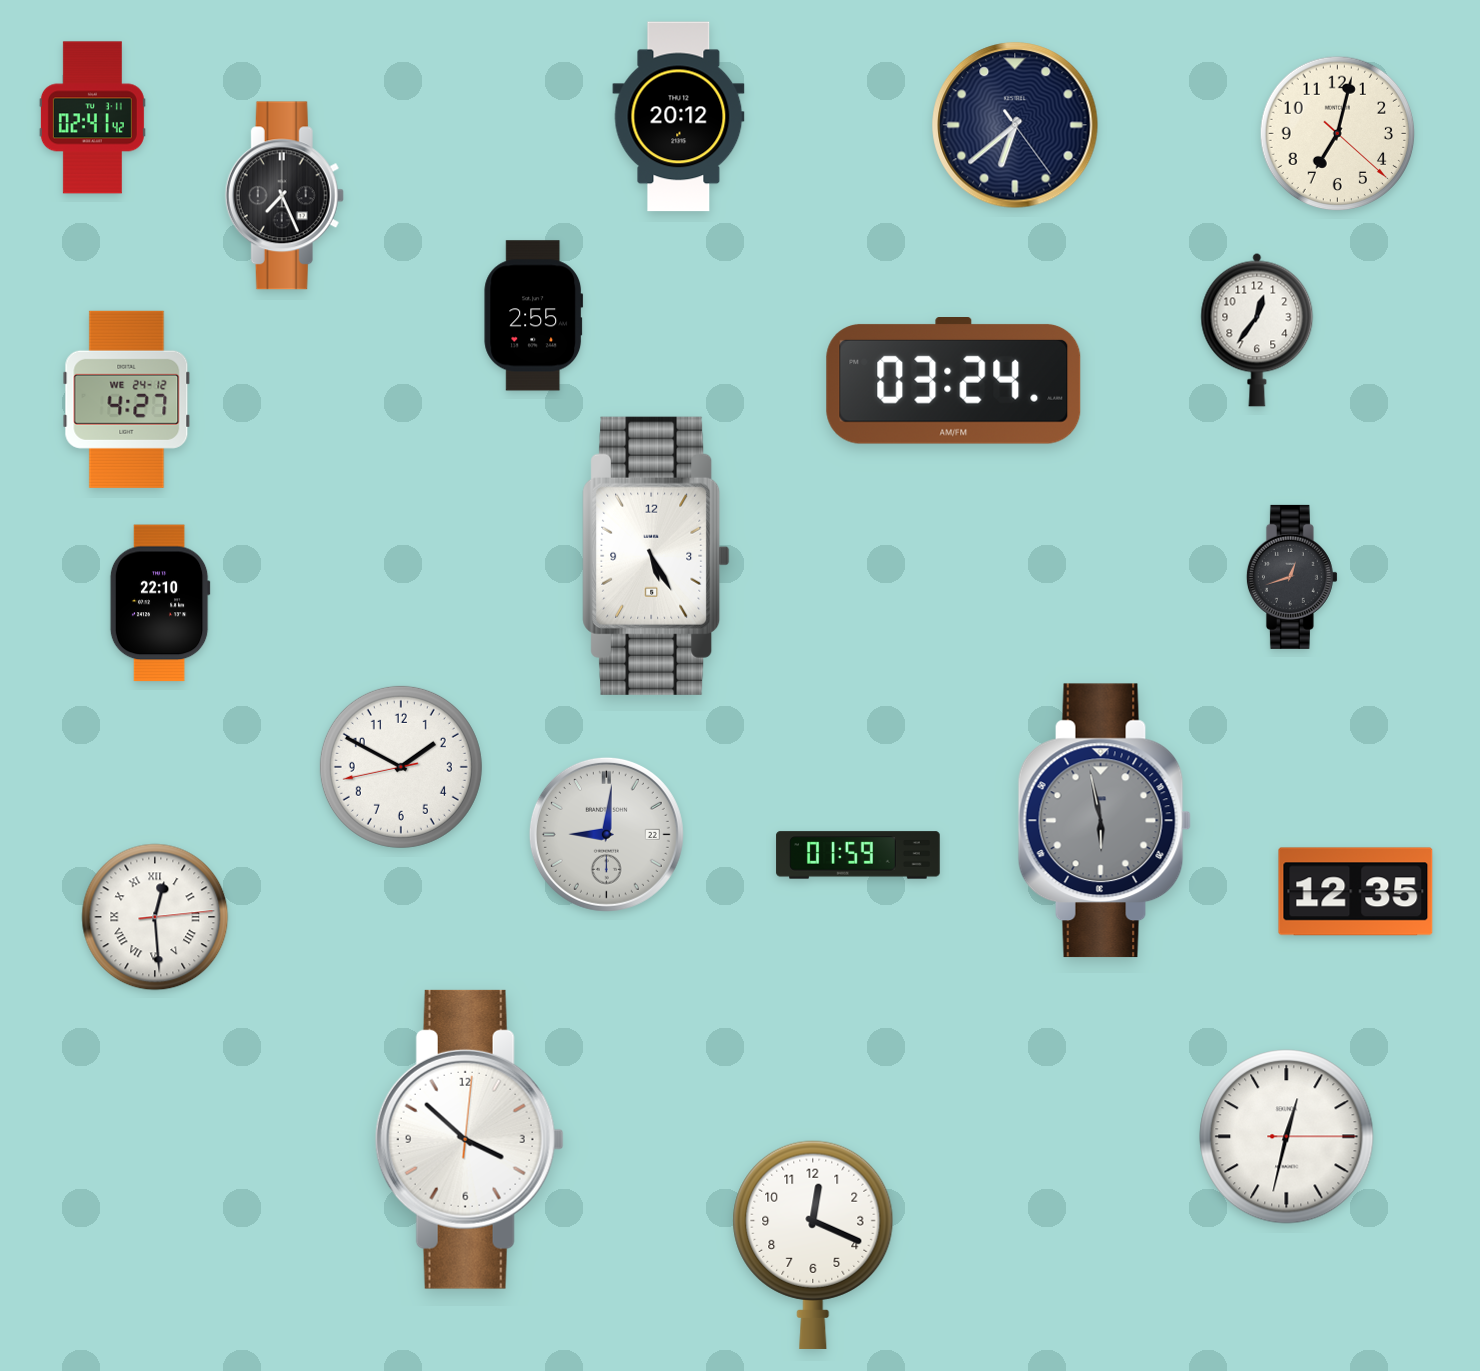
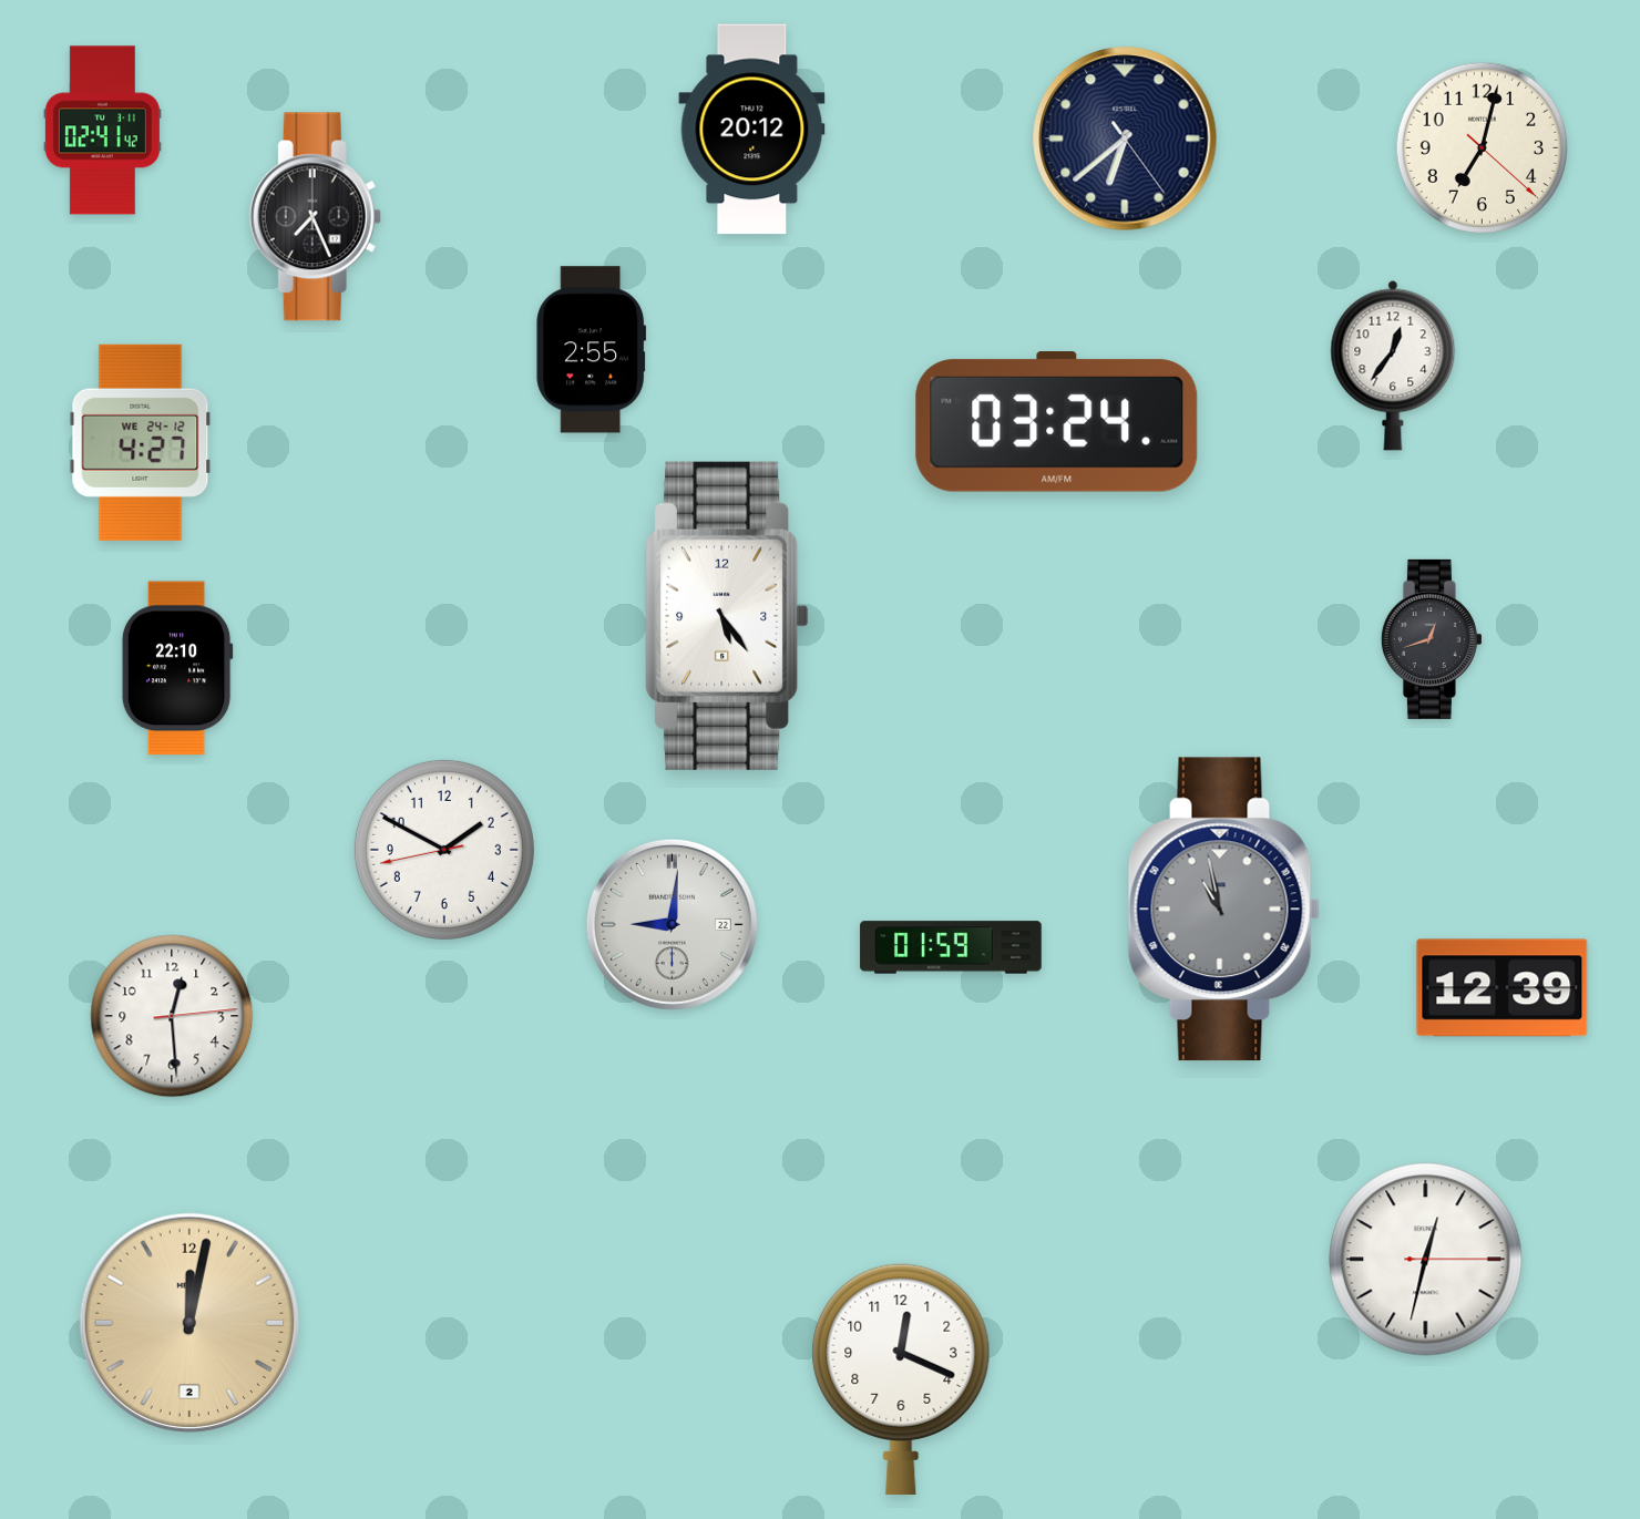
clock at (656, 556): 5:25 -> 5:24
clock at (1104, 821): 5:58 -> 10:58
clock at (1356, 892): 12:35 -> 12:39
clock at (155, 917) numerals: Roman -> Arabic
clock at (469, 1139): 3:52 -> none
clock at (189, 1323): none -> 12:02
